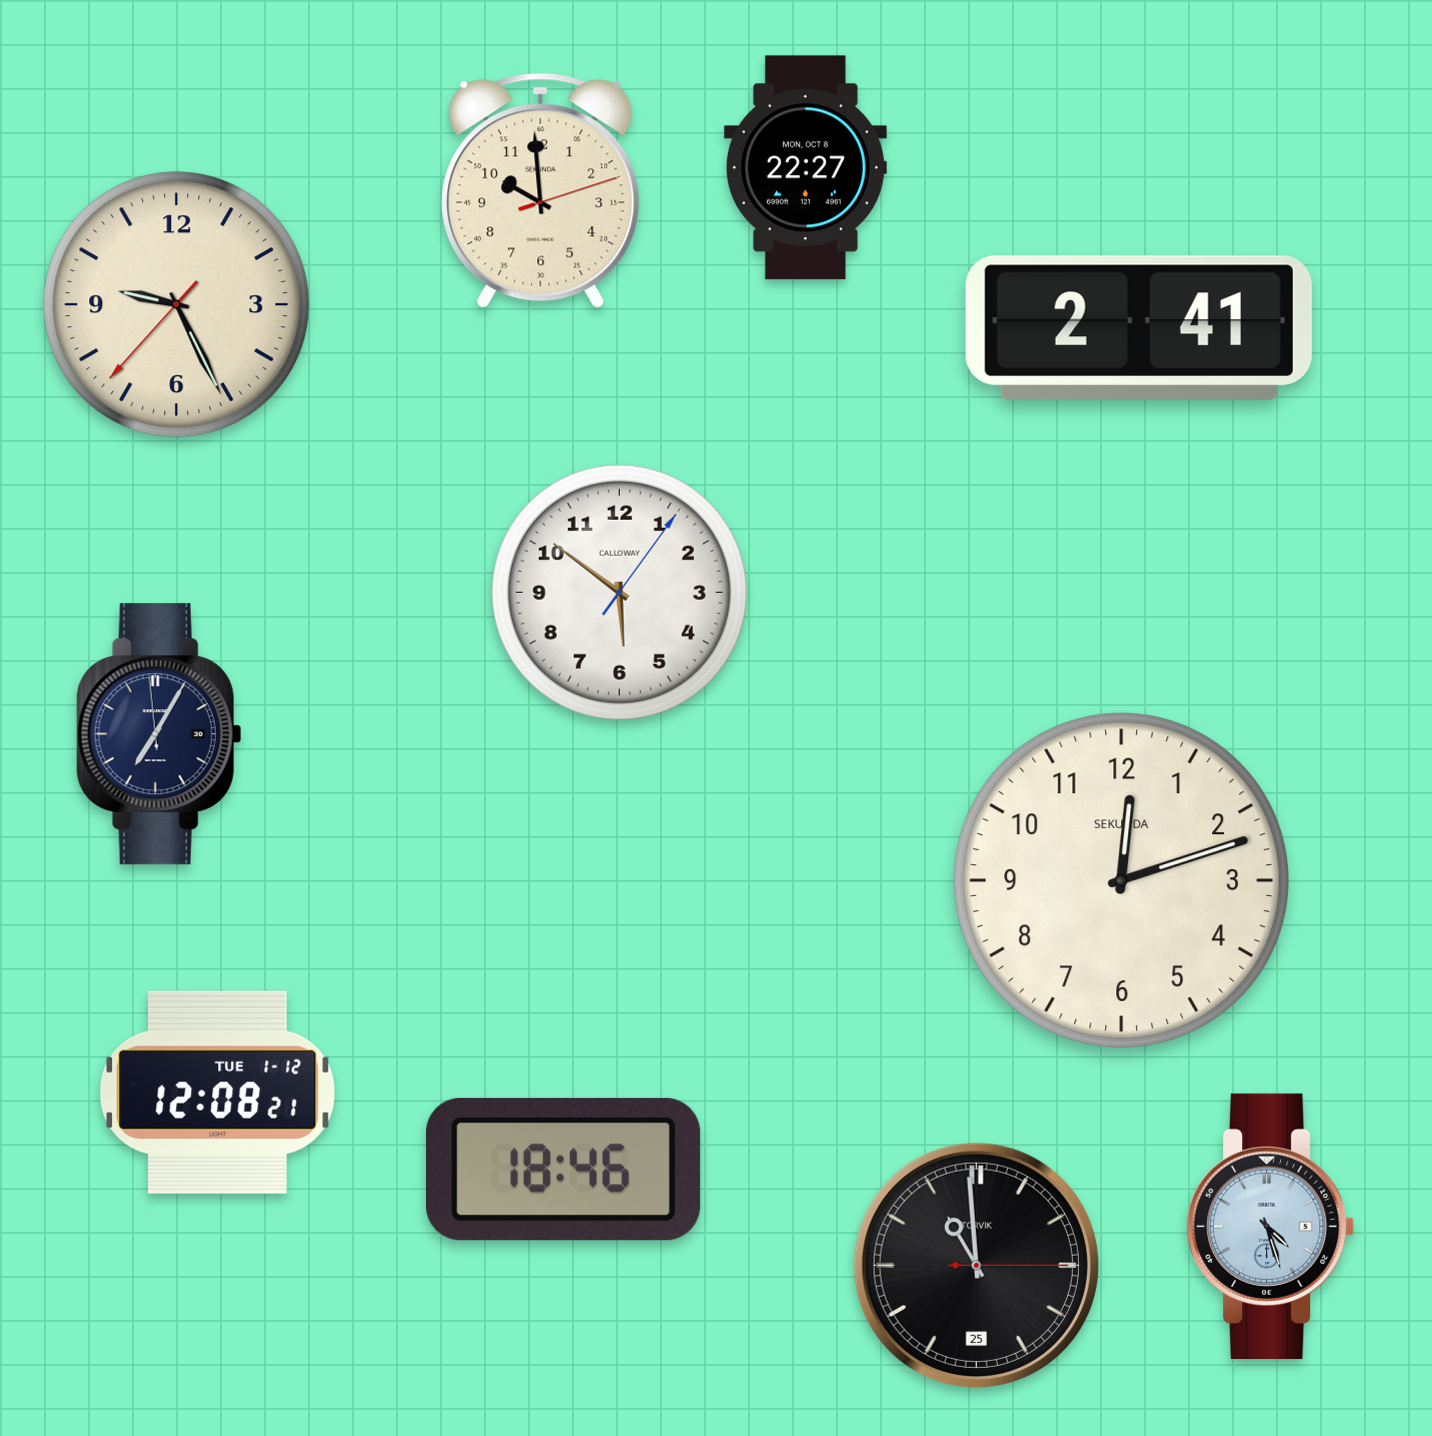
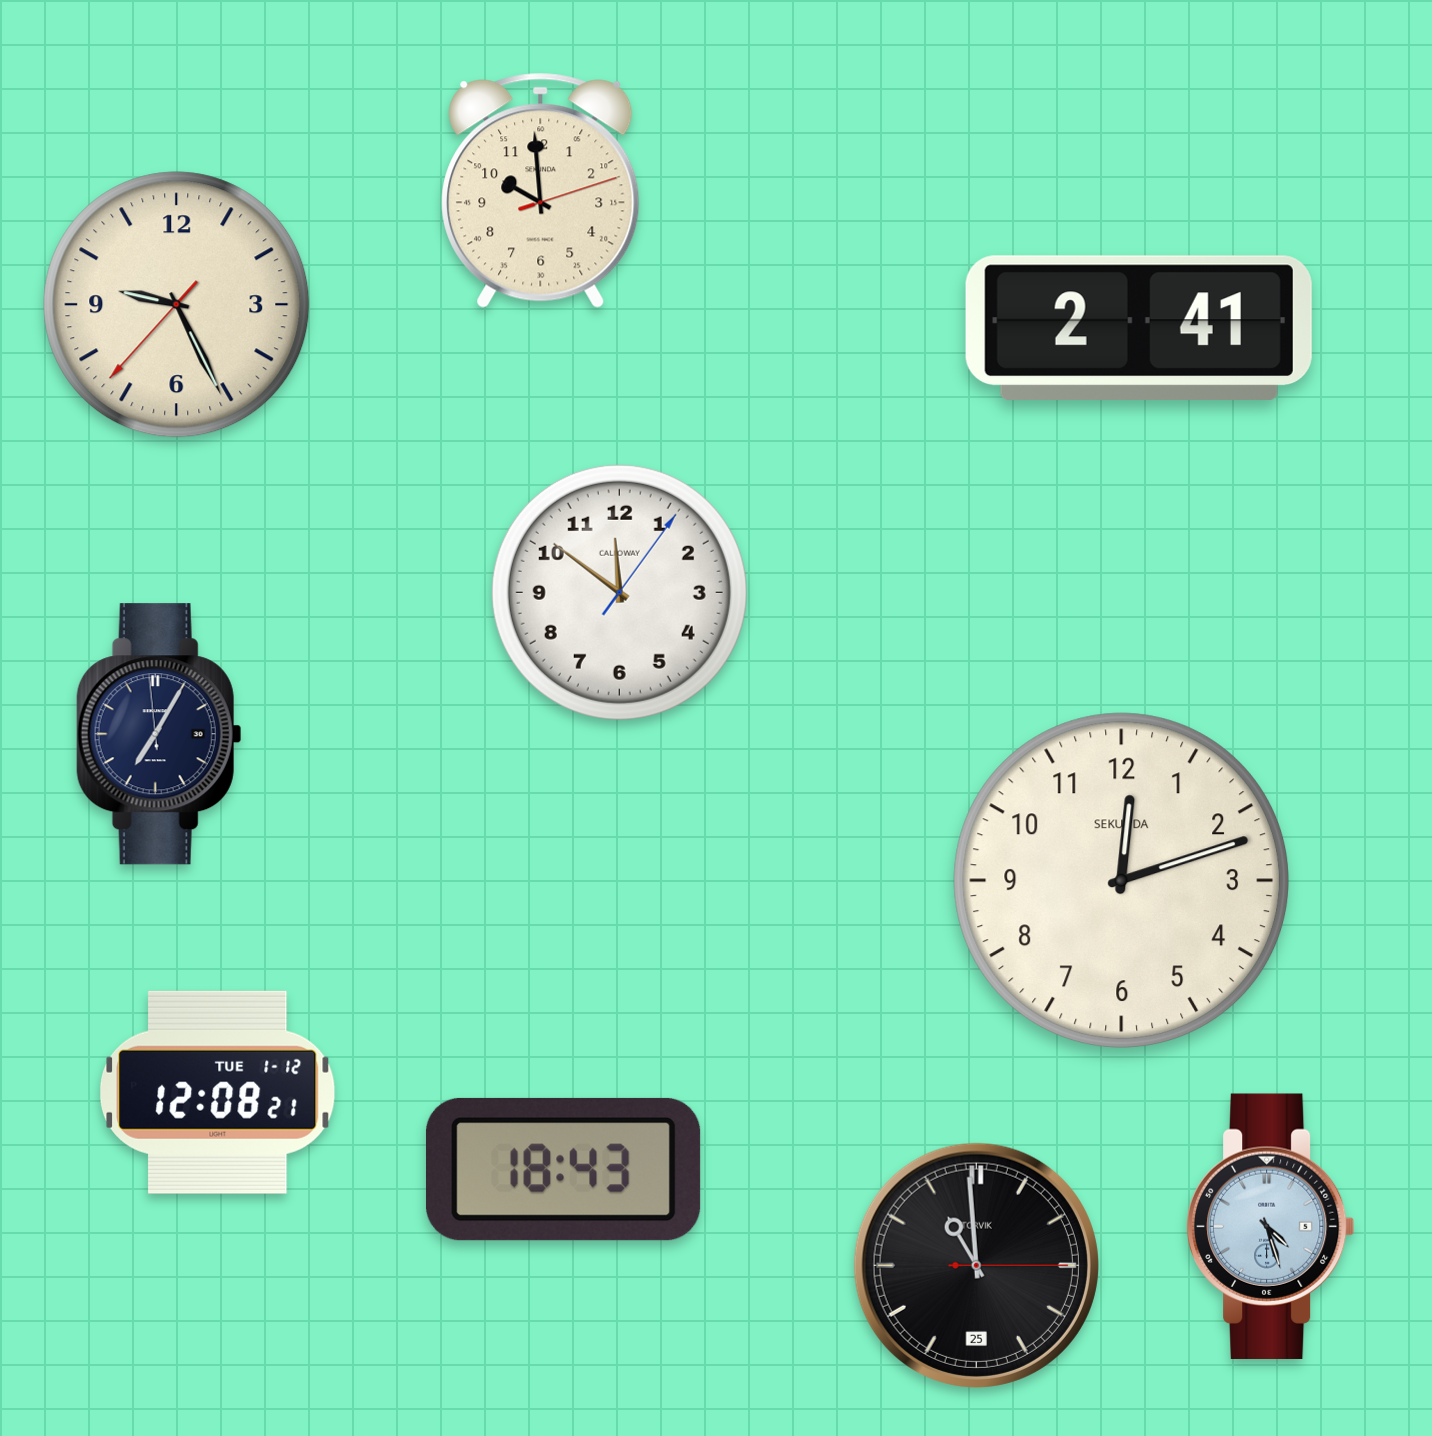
clock at (805, 168): 22:27 -> none
clock at (619, 592): 5:51 -> 11:51
clock at (563, 1169): 18:46 -> 18:43
